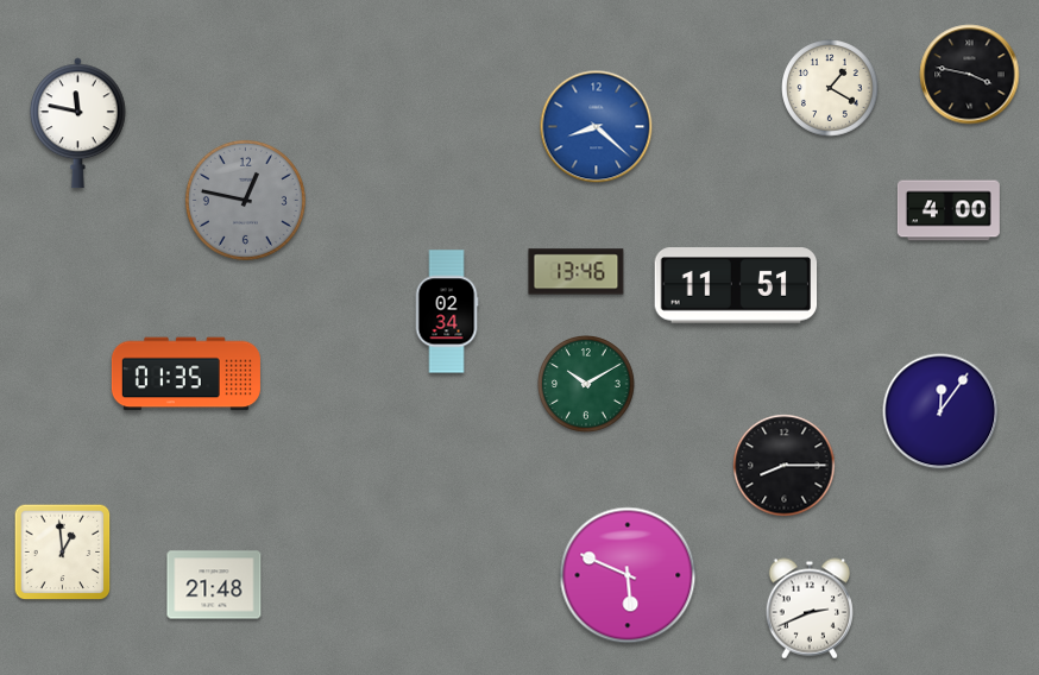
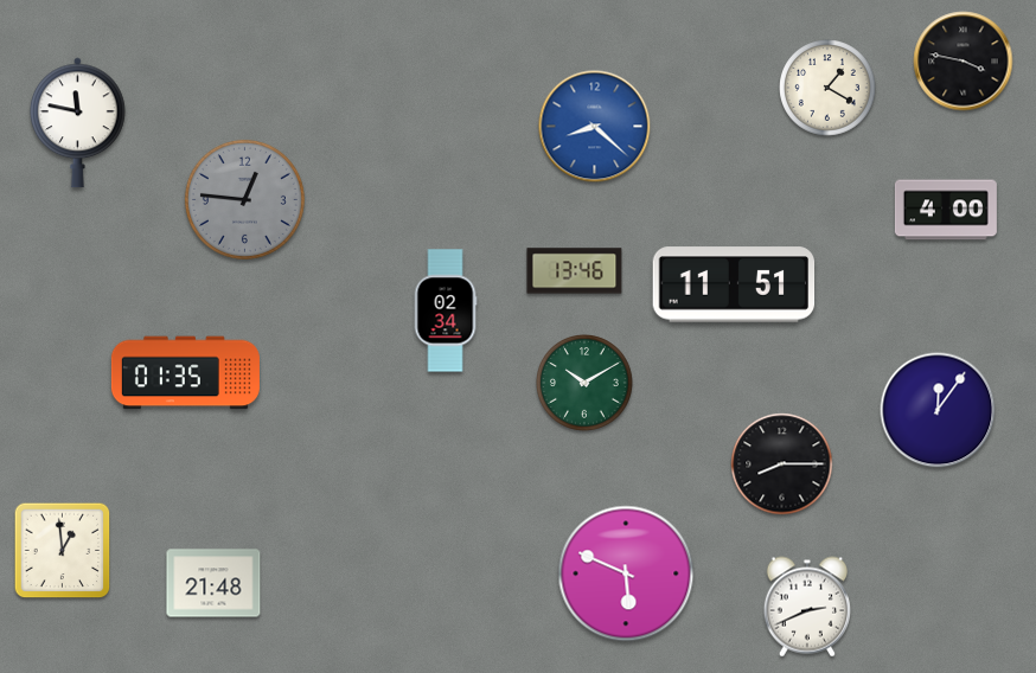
clock at (970, 75) position: (970, 75) -> (964, 62)
clock at (245, 200): 12:47 -> 12:46
